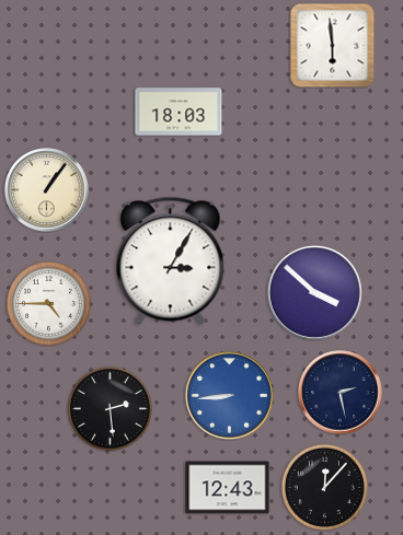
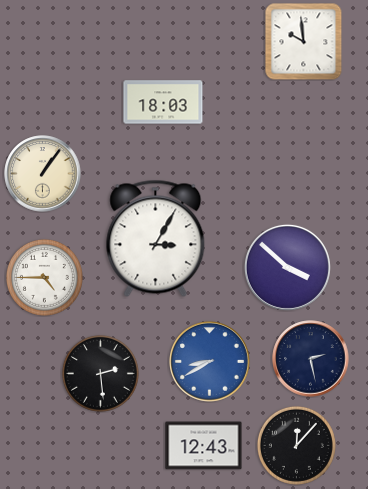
clock at (332, 45): 5:59 -> 9:59
clock at (230, 396): 8:44 -> 8:40
clock at (228, 488) position: (228, 488) -> (204, 446)
